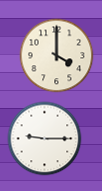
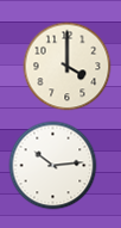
clock at (45, 139): 9:15 -> 10:14
